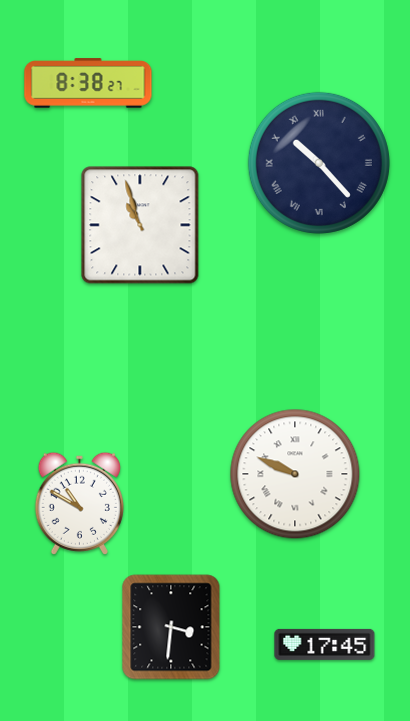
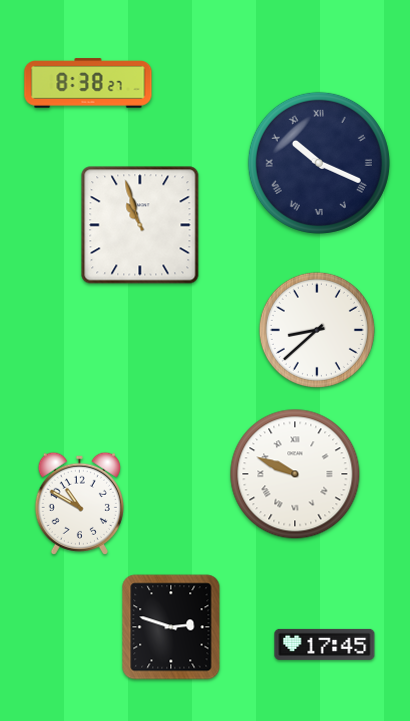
clock at (319, 163): 10:23 -> 10:19
clock at (317, 330): none -> 8:38
clock at (171, 627): 3:31 -> 2:48
